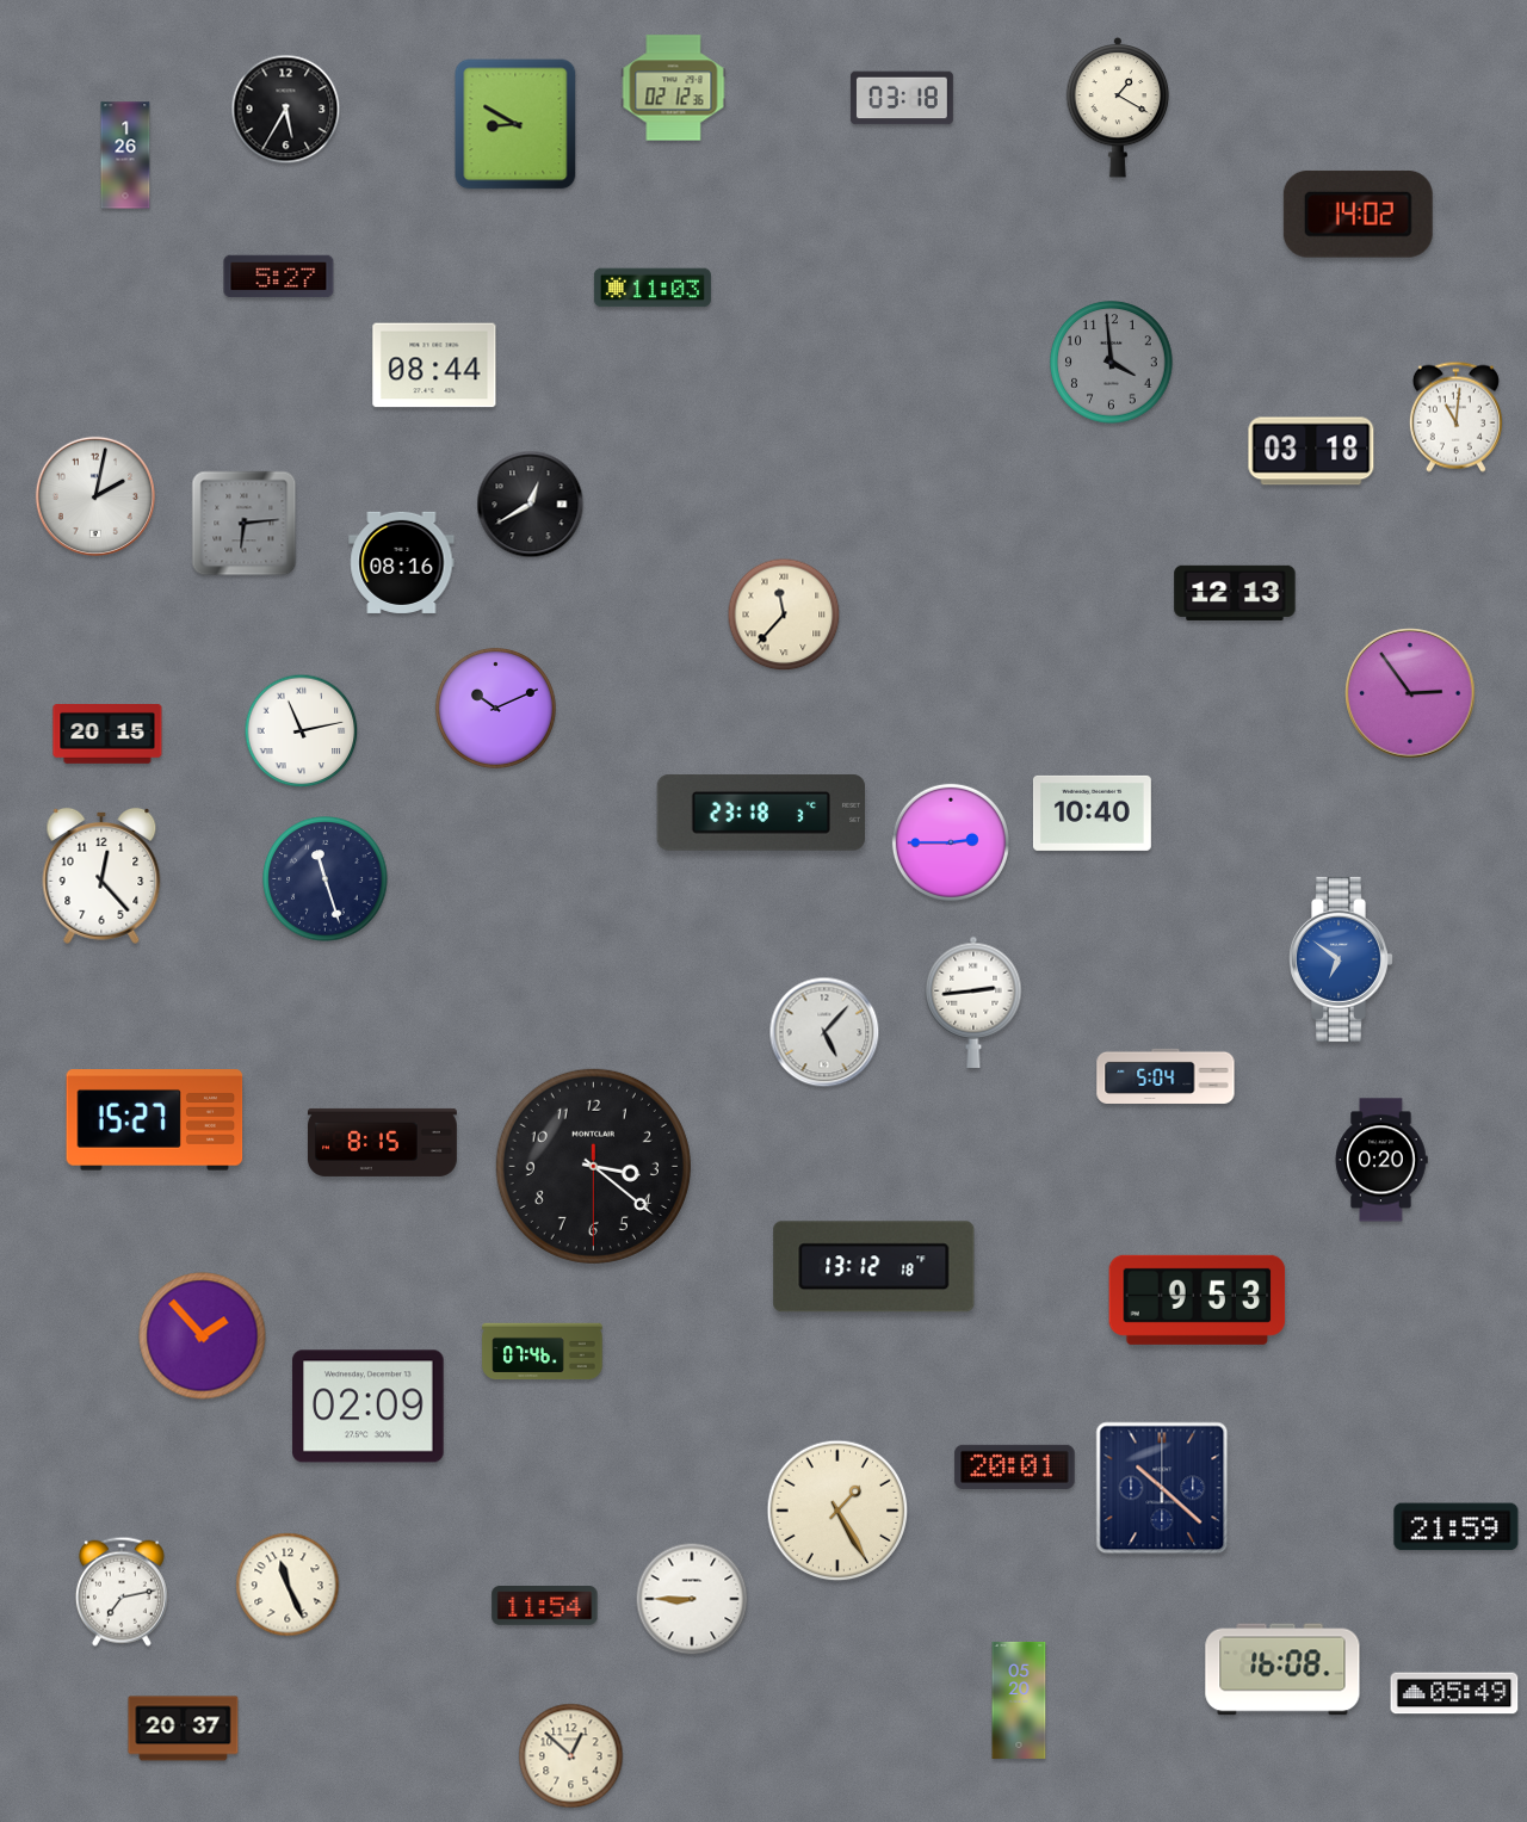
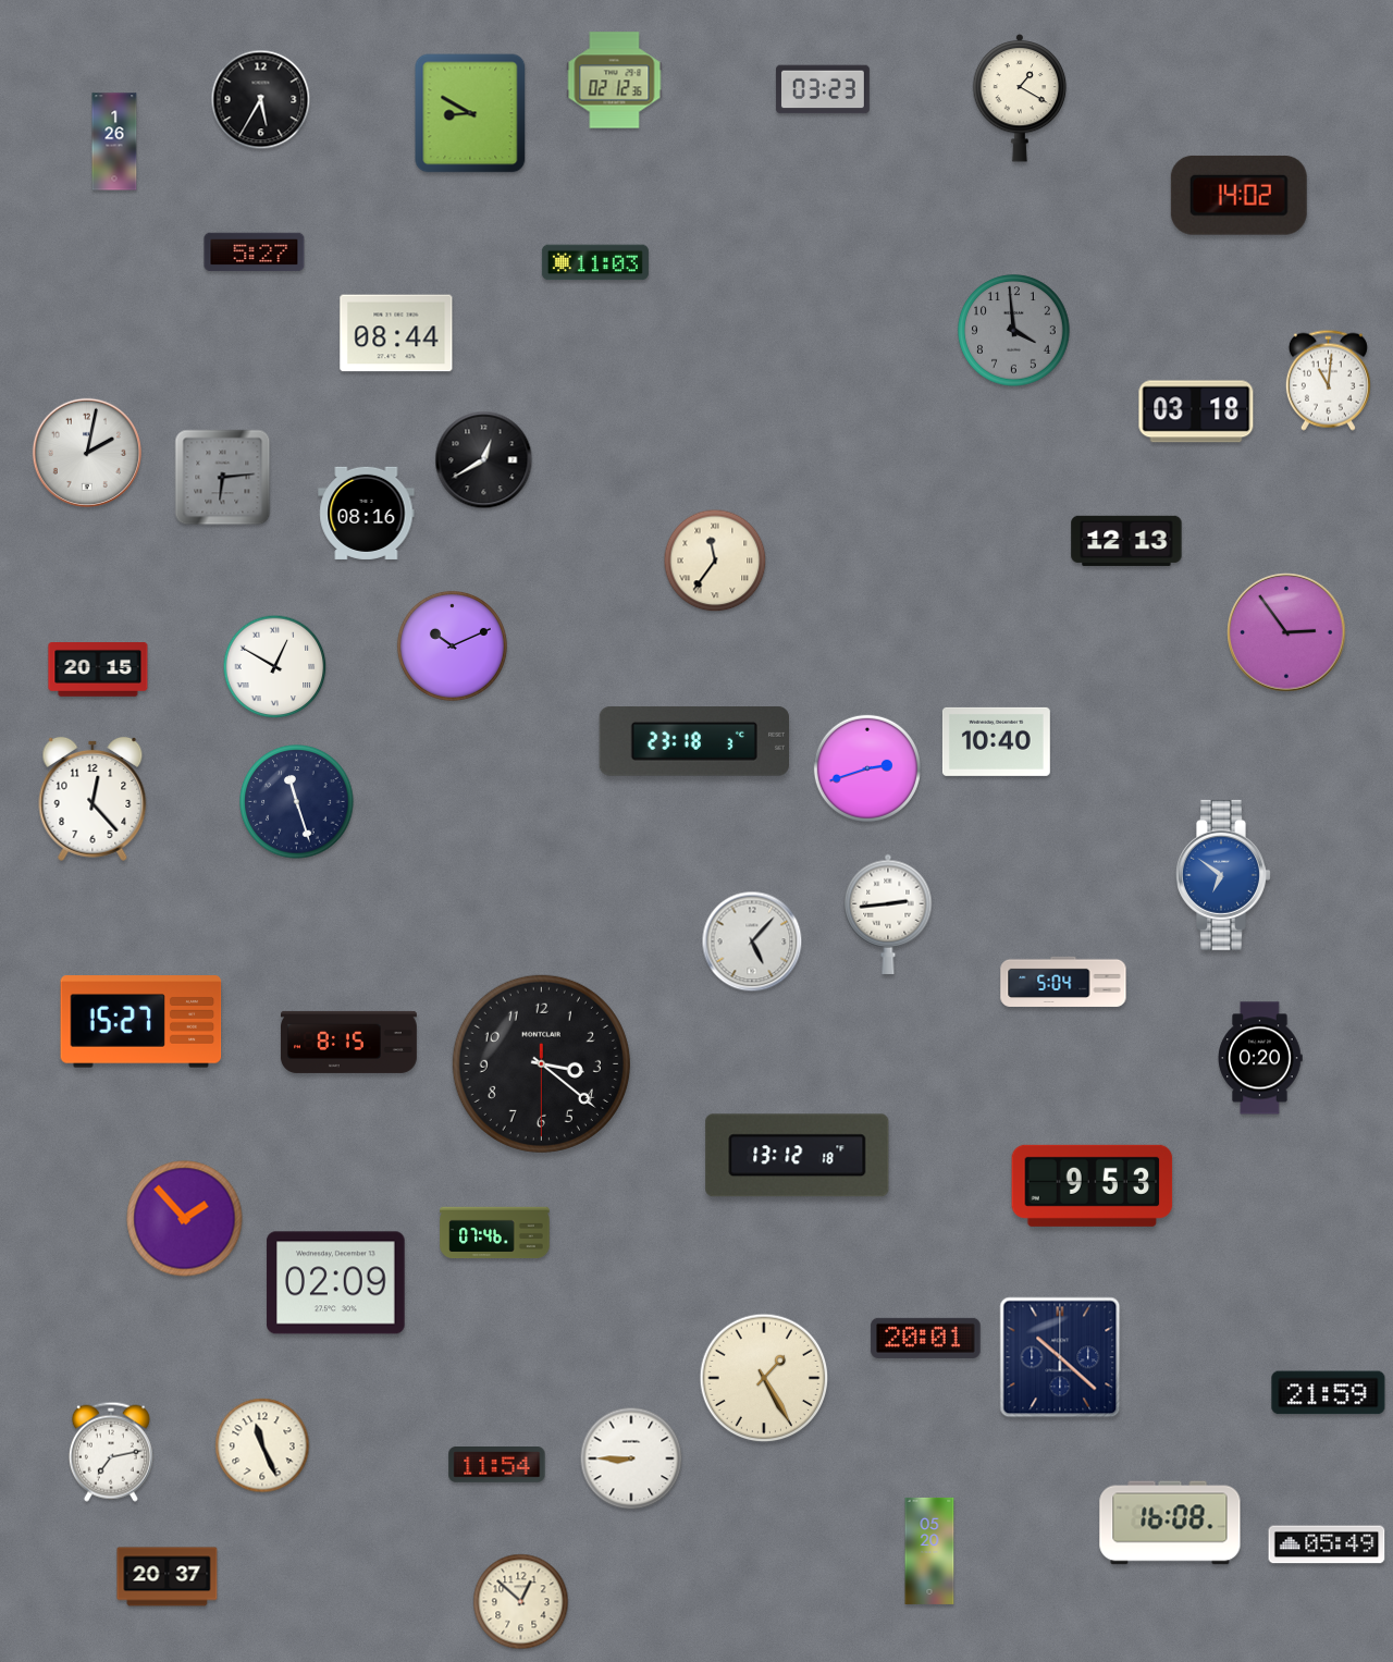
clock at (902, 98): 03:18 -> 03:23
clock at (784, 614): 11:37 -> 11:36
clock at (302, 731): 11:13 -> 12:50
clock at (951, 842): 2:45 -> 2:42
